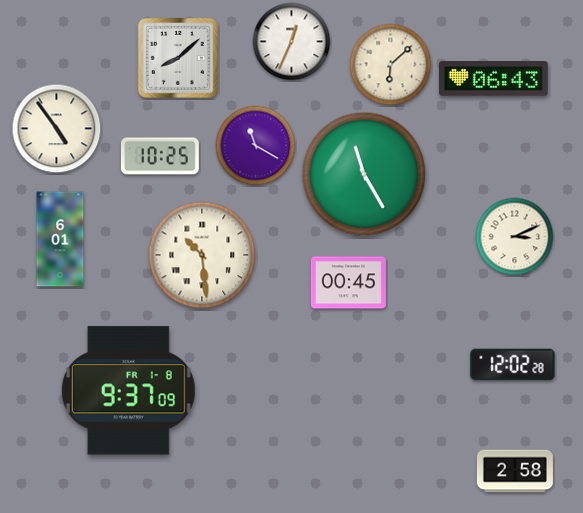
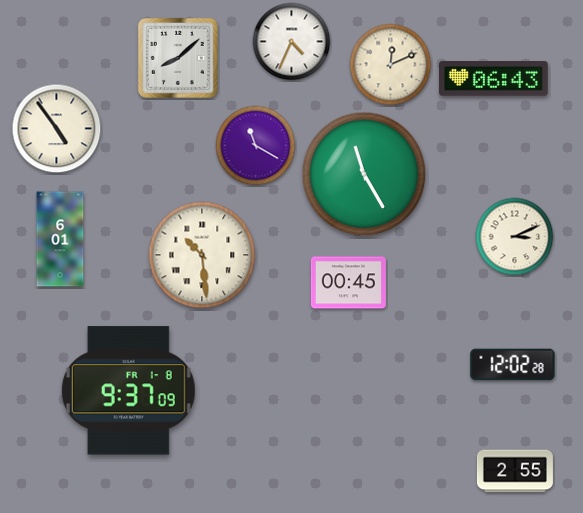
clock at (292, 42): 12:34 -> 4:34
clock at (391, 65): 6:08 -> 12:11
clock at (160, 156): 10:25 -> none
clock at (515, 471): 2:58 -> 2:55
